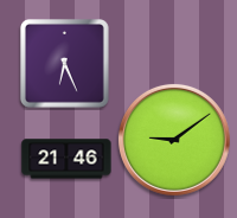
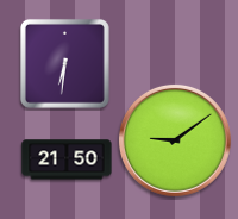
clock at (64, 63): 6:26 -> 6:31
clock at (66, 159): 21:46 -> 21:50
